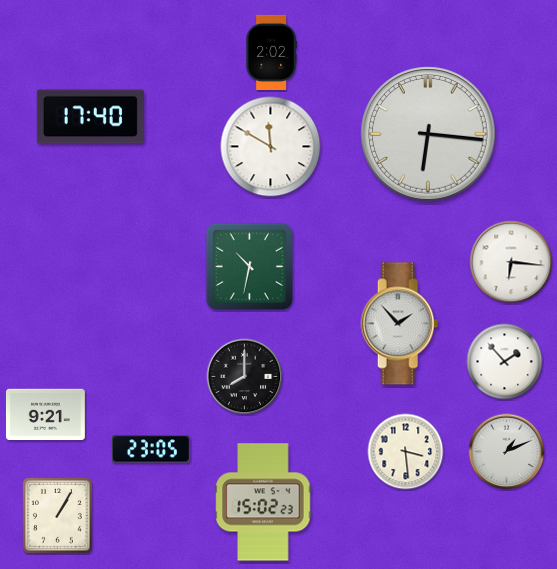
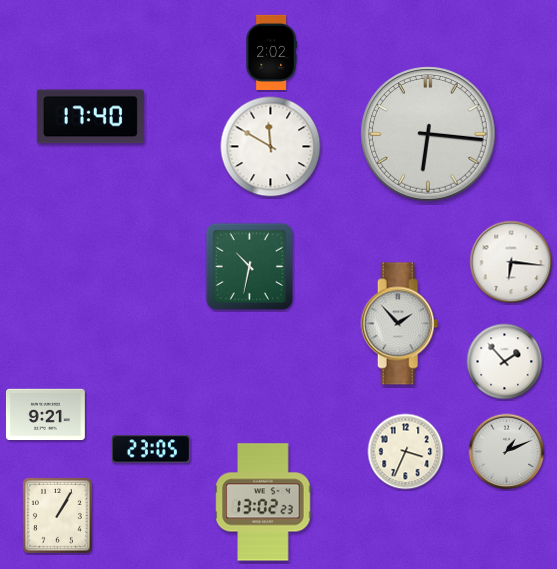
clock at (245, 377): 8:00 -> none
clock at (406, 452): 3:29 -> 3:34
clock at (263, 502): 15:02 -> 13:02
